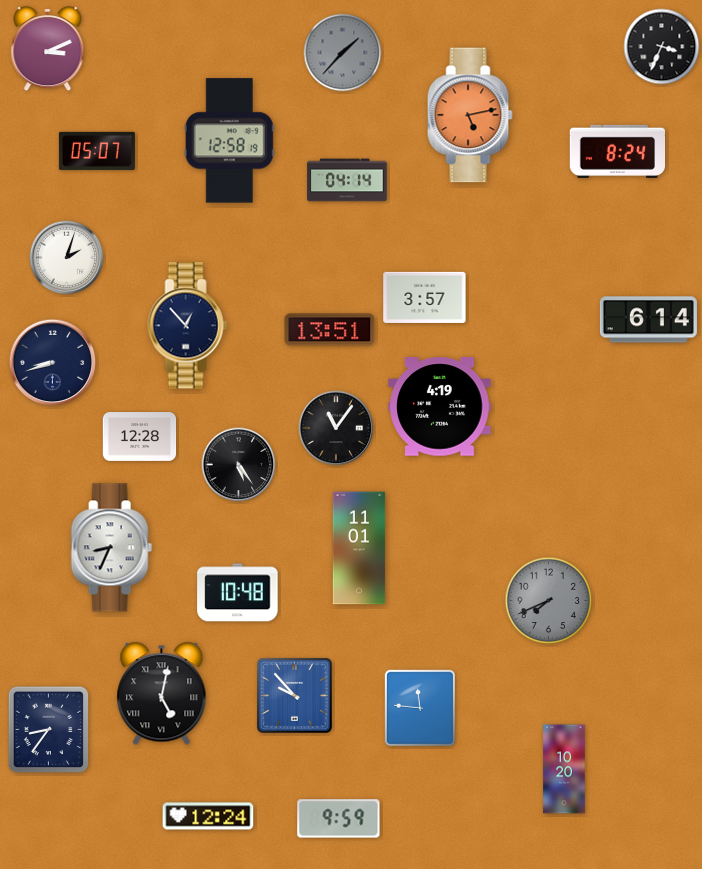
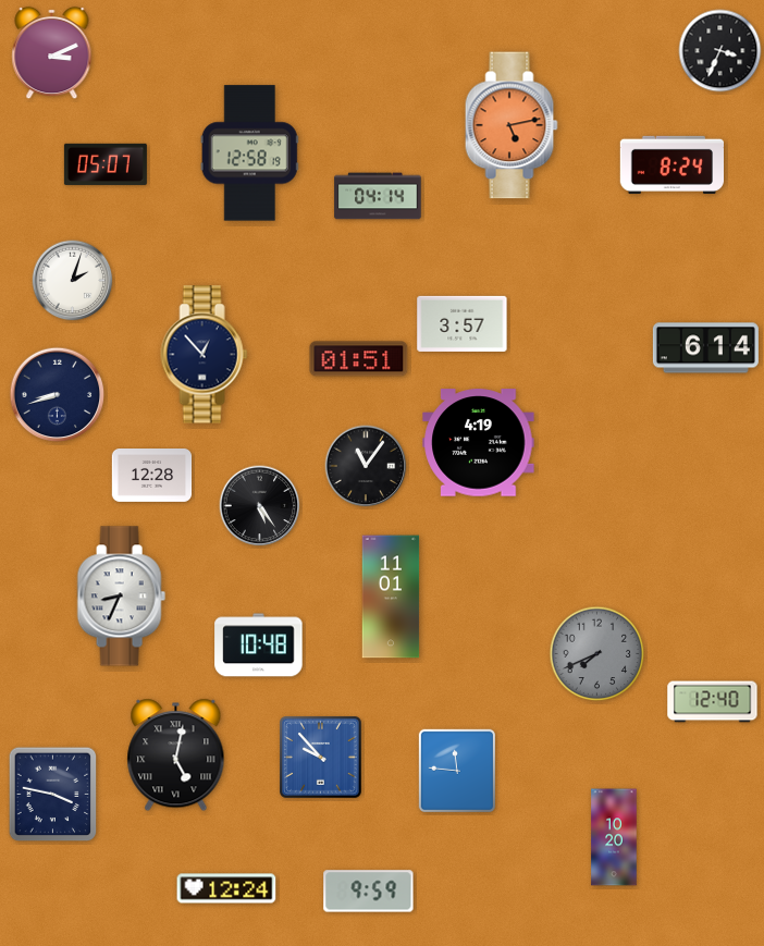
clock at (343, 53): 1:37 -> none
clock at (330, 330): 13:51 -> 01:51
clock at (713, 702): none -> 12:40
clock at (49, 730): 8:36 -> 3:47
